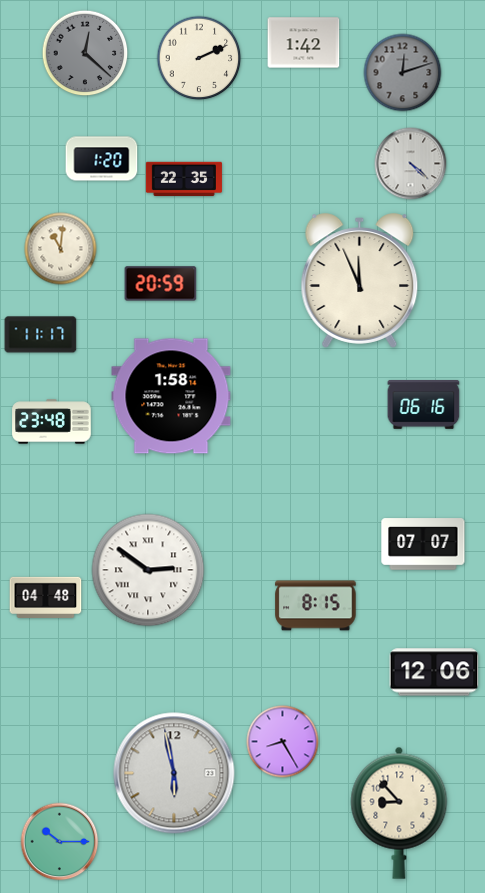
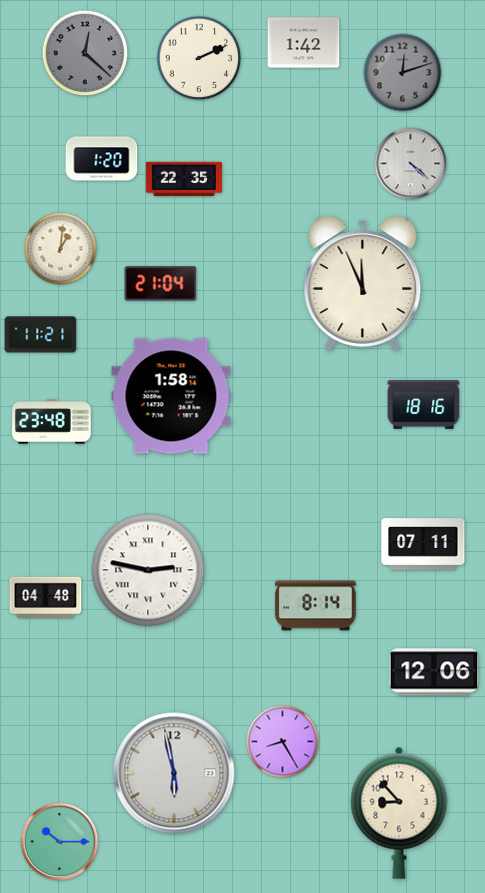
clock at (61, 249): 11:01 -> 1:01
clock at (360, 281) position: (360, 281) -> (363, 284)
clock at (161, 284): 20:59 -> 21:04
clock at (41, 335): 11:17 -> 11:21
clock at (424, 405): 06:16 -> 18:16
clock at (423, 544): 07:07 -> 07:11
clock at (148, 570): 2:51 -> 2:47
clock at (316, 606): 8:15 -> 8:14
